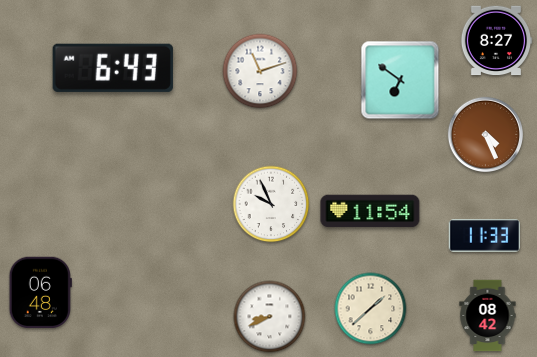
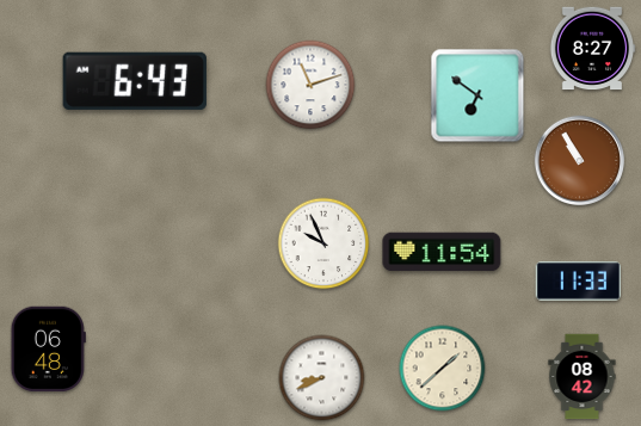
clock at (485, 134): 4:26 -> 10:55
